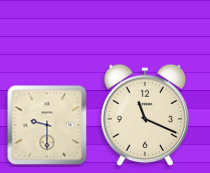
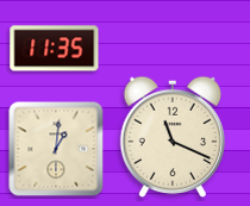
clock at (55, 49): none -> 11:35
clock at (47, 125): 9:30 -> 1:01
